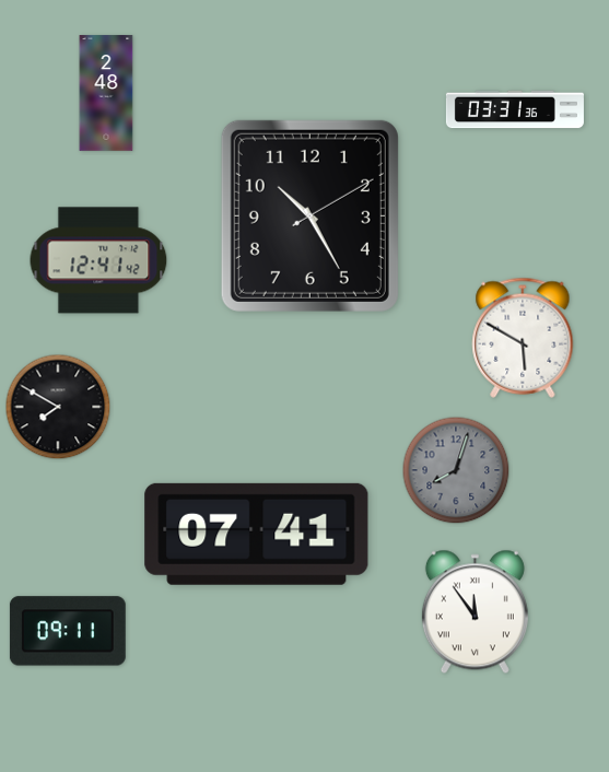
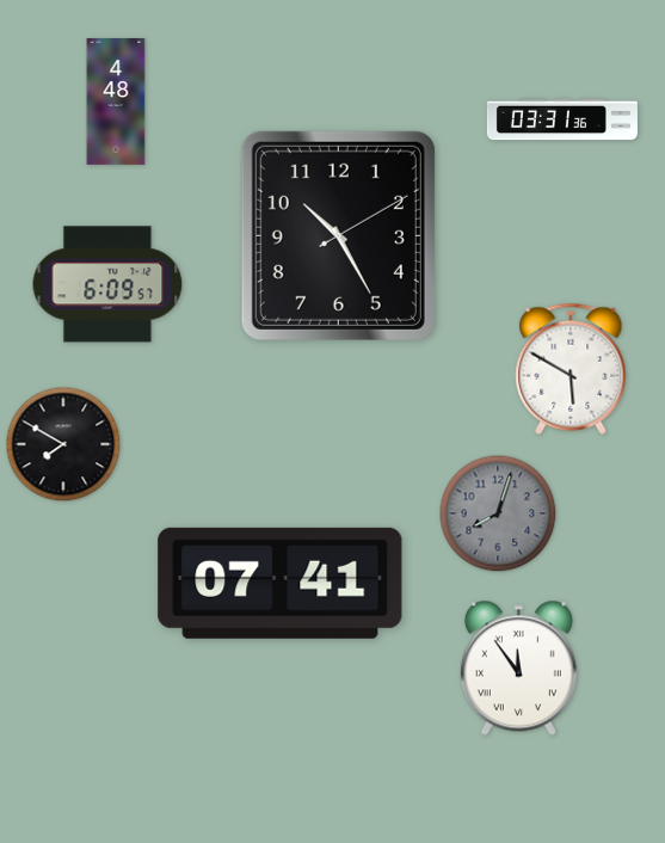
clock at (106, 93): 2:48 -> 4:48
clock at (98, 260): 12:41 -> 6:09
clock at (68, 631): 09:11 -> none
